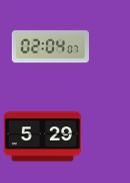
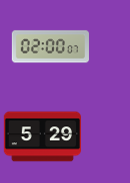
clock at (50, 47): 02:04 -> 02:00
